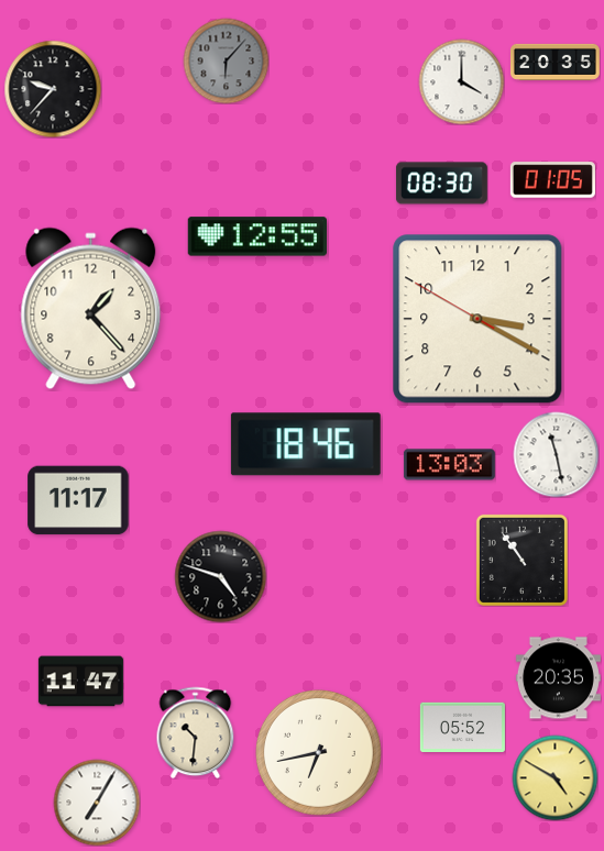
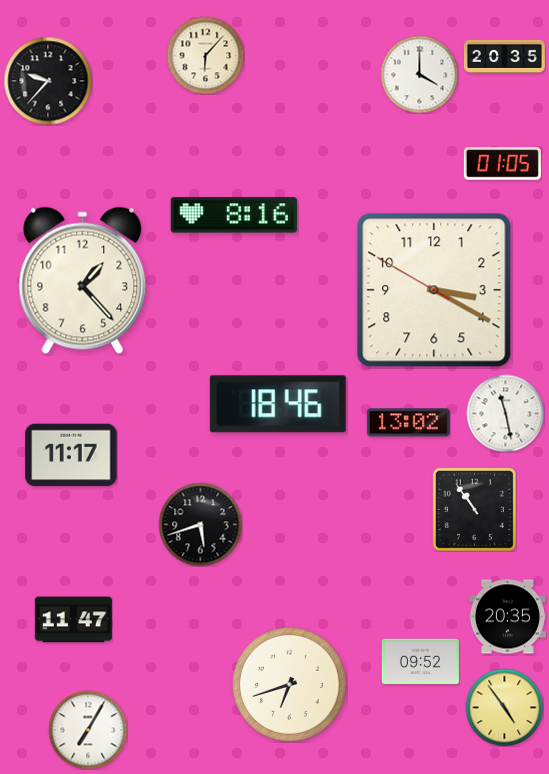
clock at (226, 60) dial: grey -> cream
clock at (441, 184): 08:30 -> none
clock at (257, 236): 12:55 -> 8:16
clock at (449, 465): 13:03 -> 13:02
clock at (220, 576): 4:48 -> 5:42
clock at (462, 727): 05:52 -> 09:52
clock at (196, 732): 10:31 -> none
clock at (319, 753): 6:43 -> 6:42
clock at (554, 777): 4:50 -> 4:54
